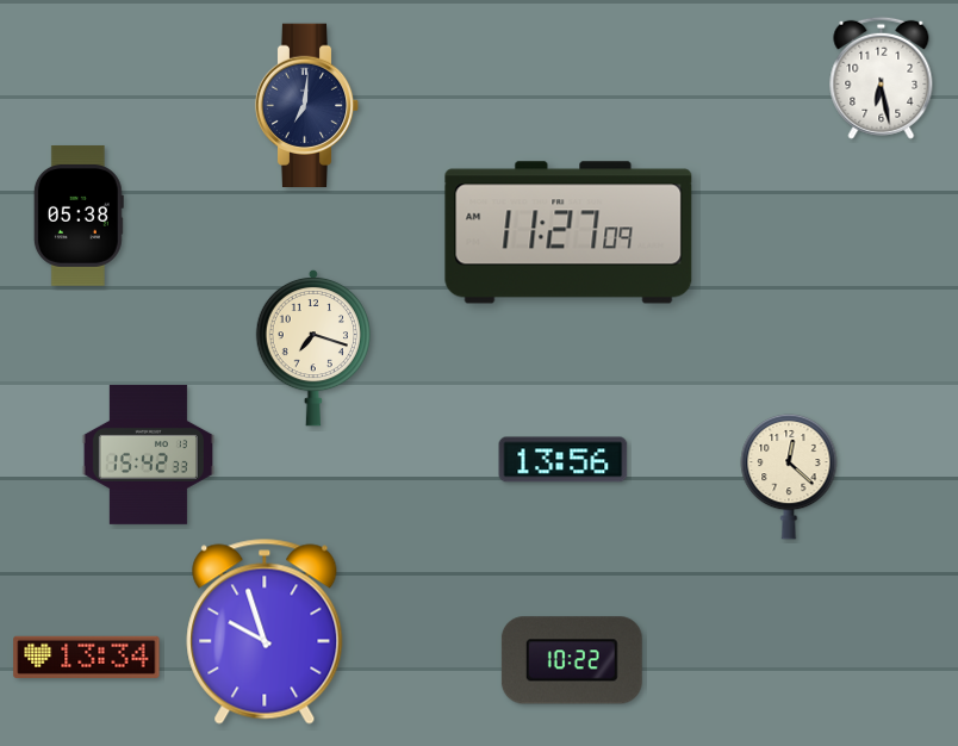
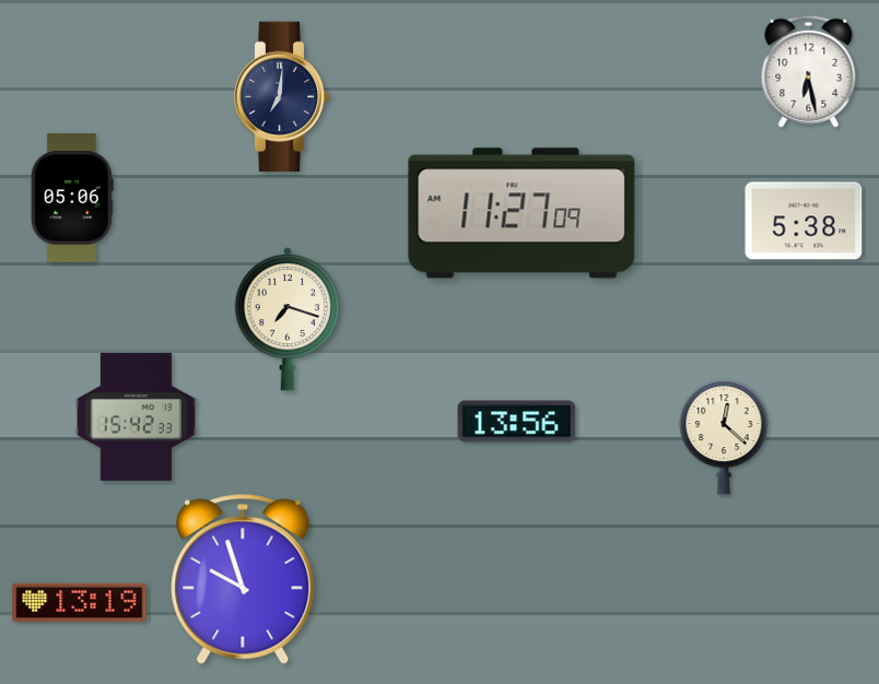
clock at (79, 217): 05:38 -> 05:06
clock at (804, 221): none -> 5:38
clock at (87, 657): 13:34 -> 13:19
clock at (572, 660): 10:22 -> none
